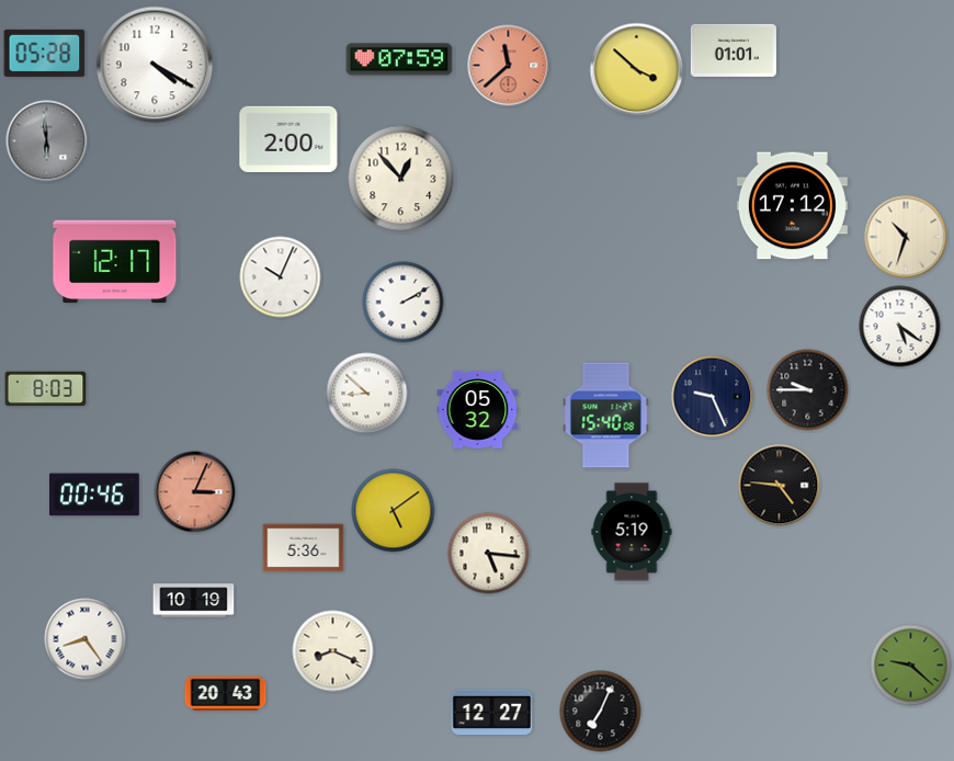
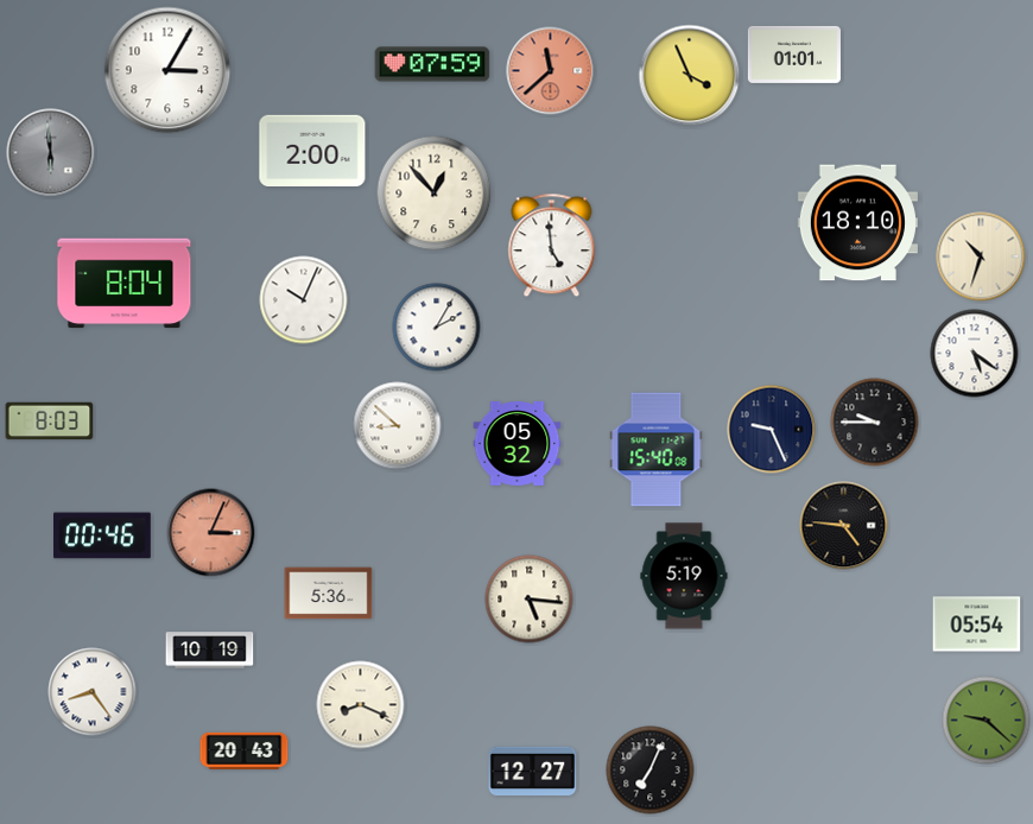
clock at (45, 53): 05:28 -> none
clock at (155, 65): 4:20 -> 3:05
clock at (637, 70): 3:52 -> 3:56
clock at (792, 206): 17:12 -> 18:10
clock at (552, 246): none -> 4:59
clock at (115, 262): 12:17 -> 8:04
clock at (404, 303): 2:10 -> 2:05
clock at (394, 511): 5:09 -> none
clock at (977, 625): none -> 05:54
